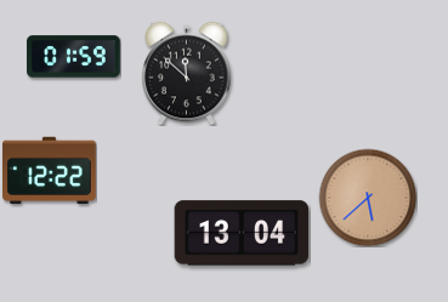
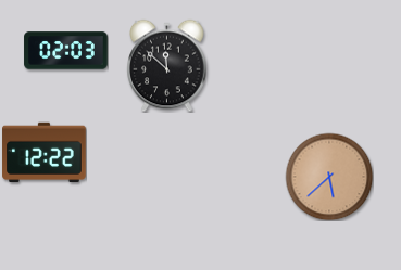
clock at (74, 57): 01:59 -> 02:03
clock at (242, 233): 13:04 -> none
